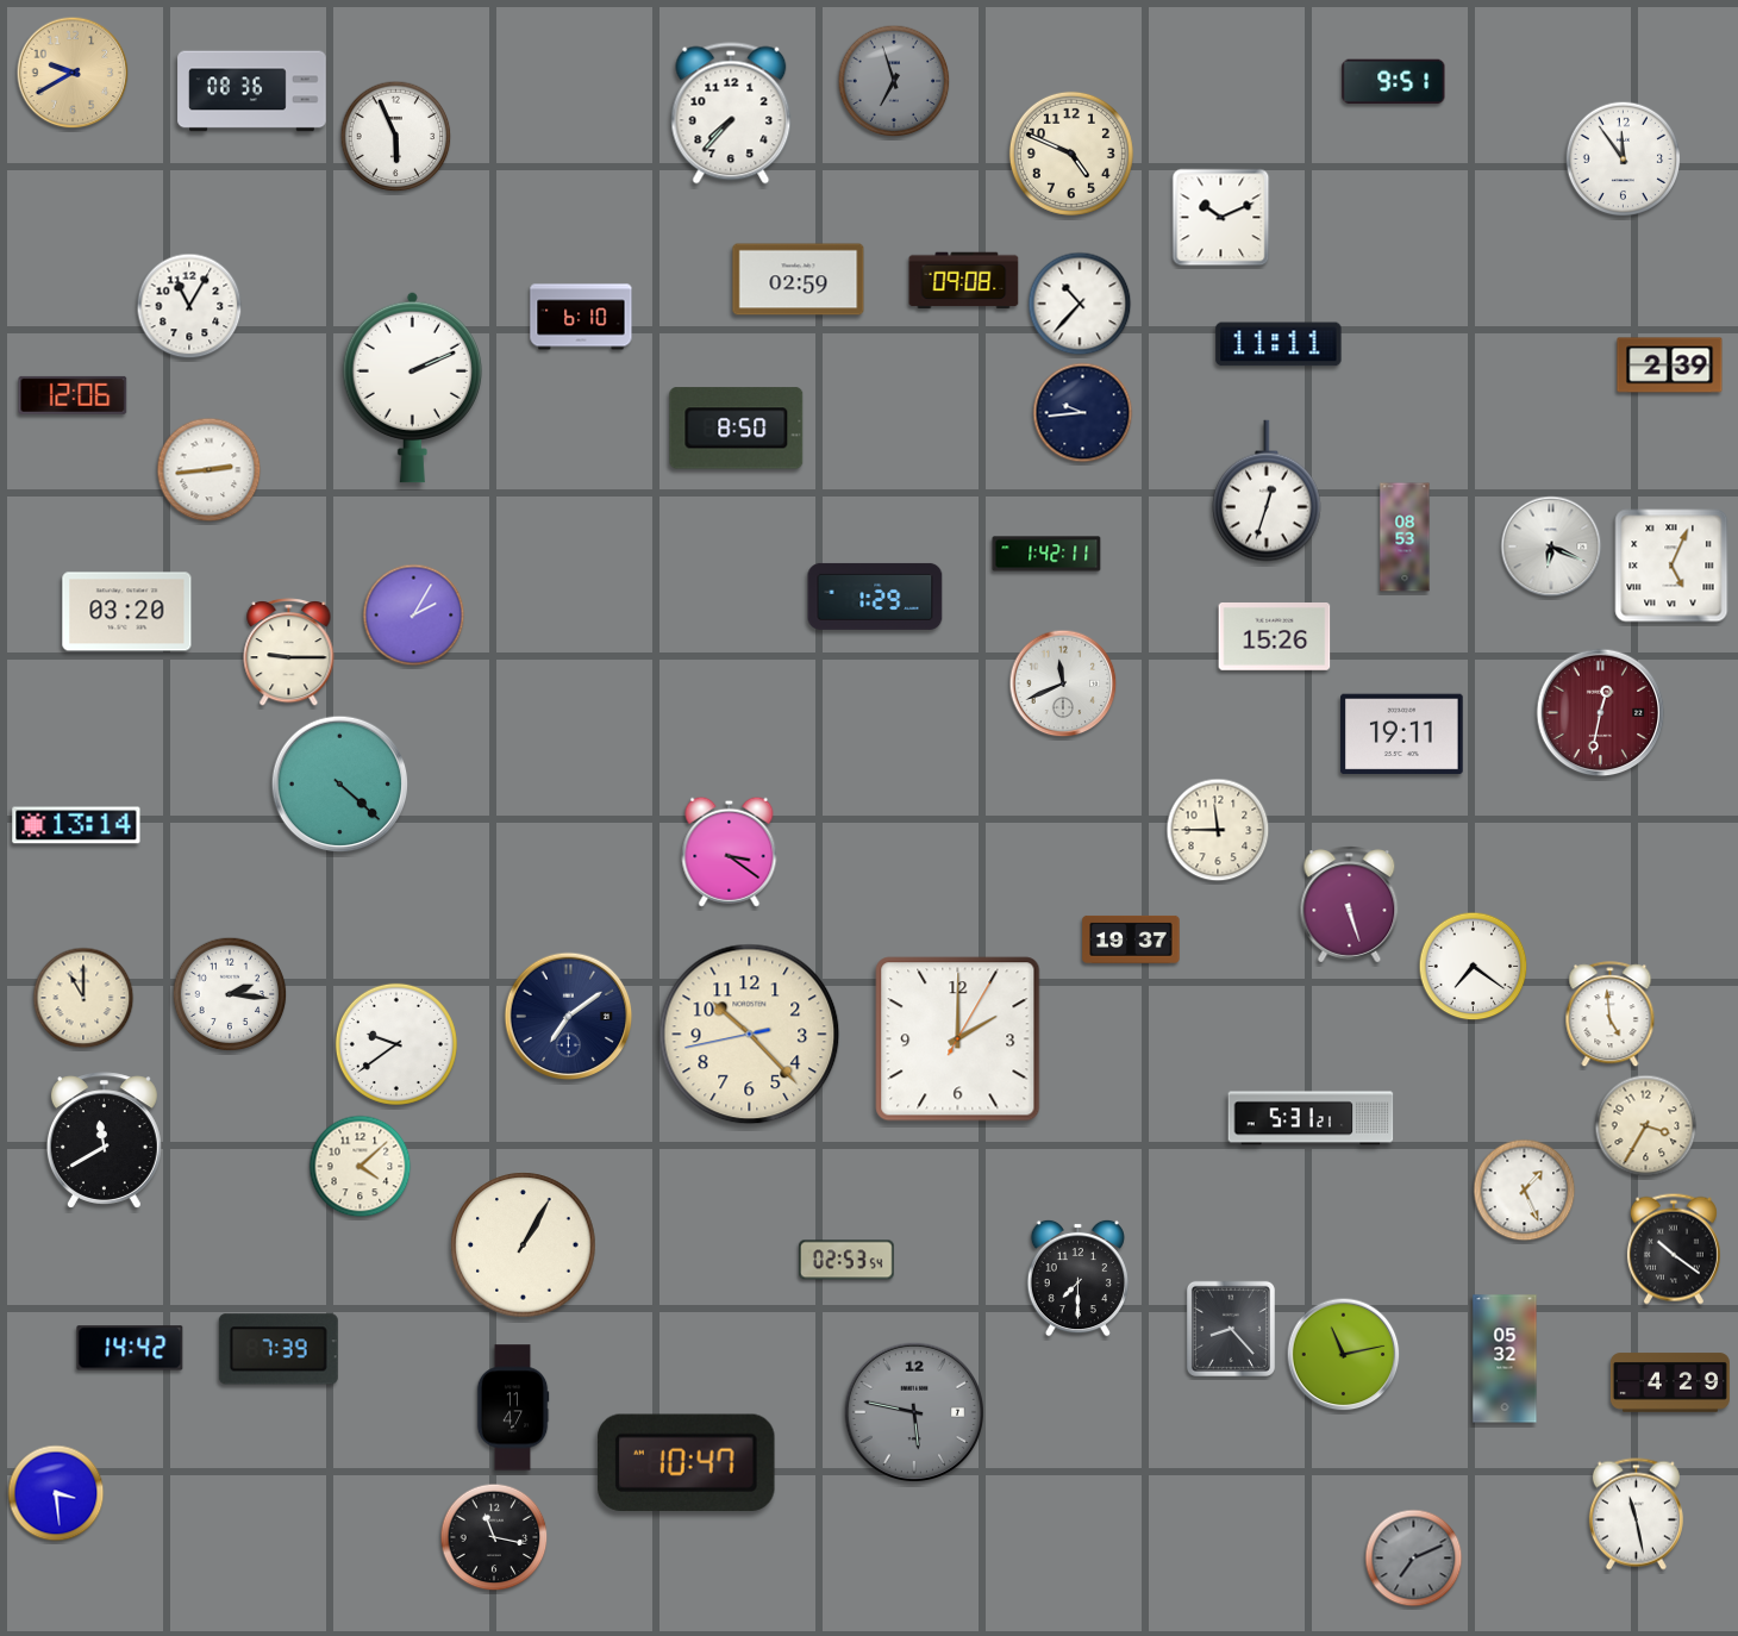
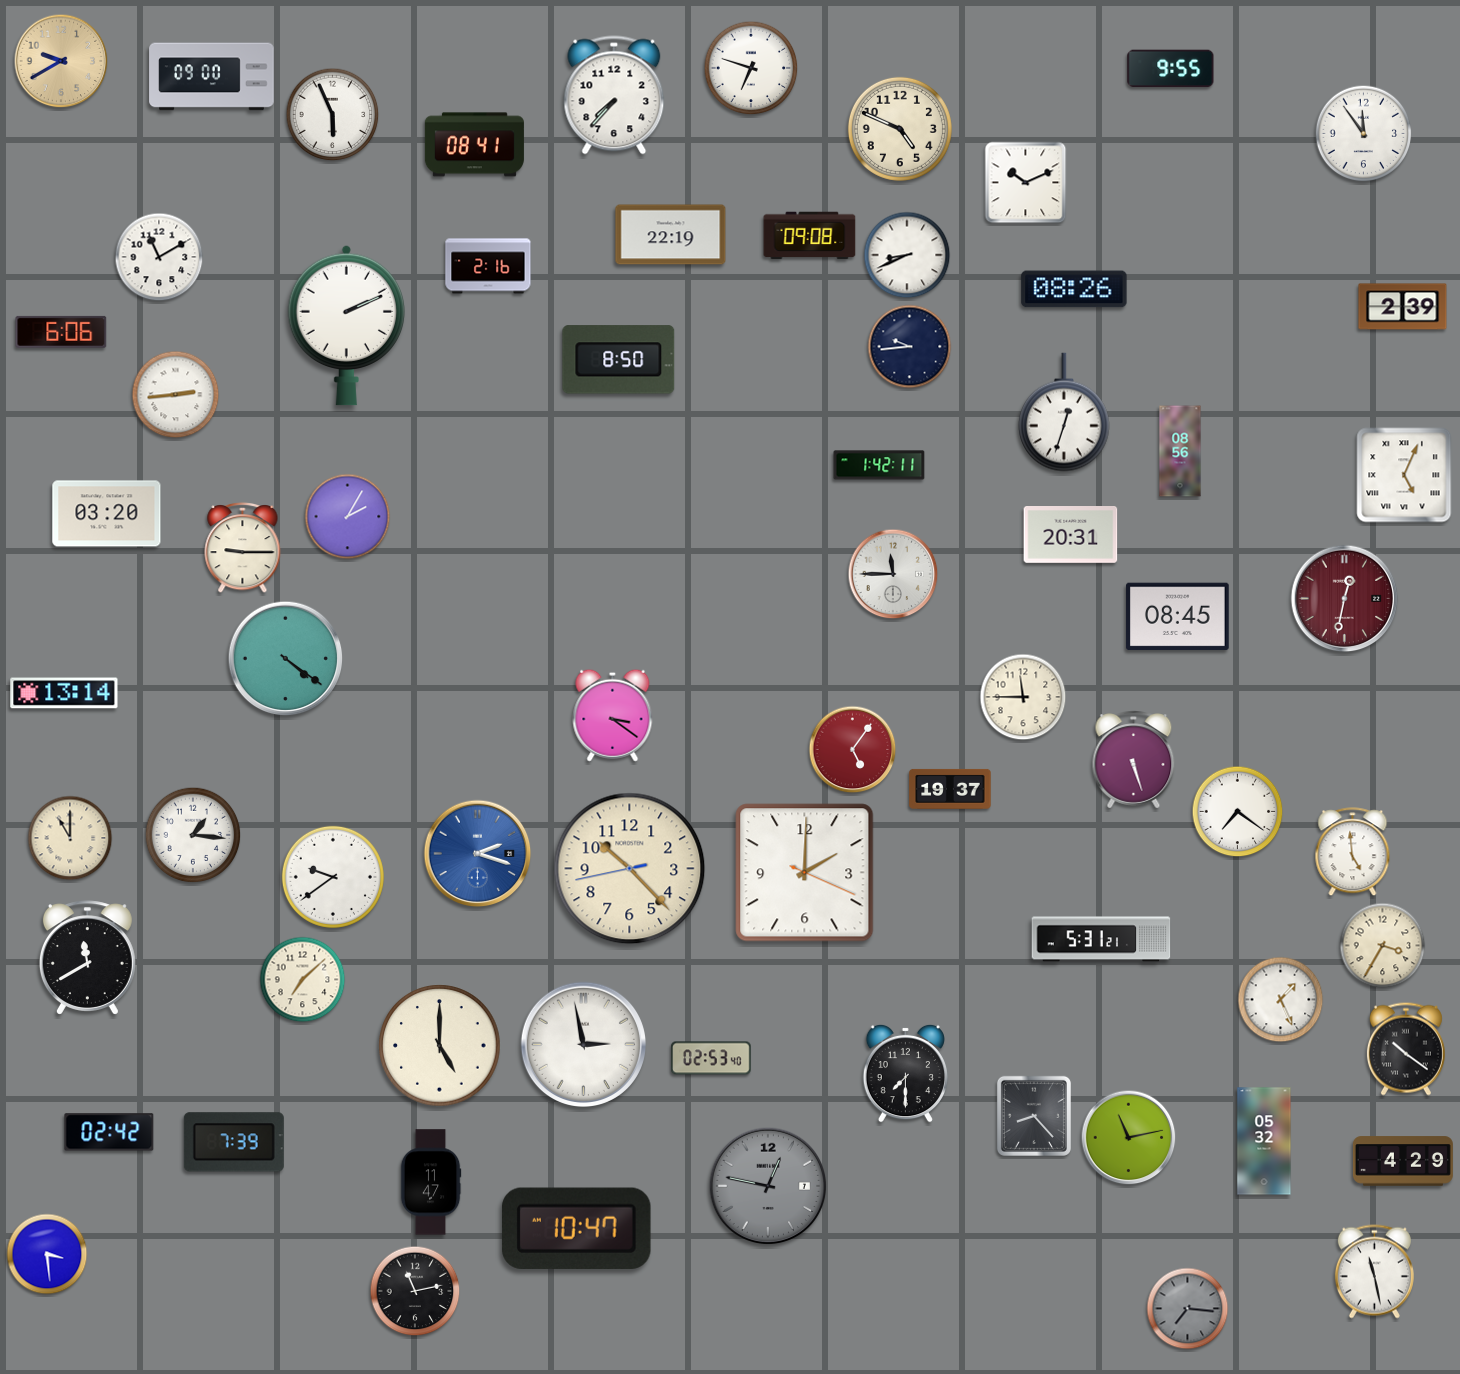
clock at (894, 81): 6:57 -> 6:48
clock at (894, 81) dial: grey -> white
clock at (1394, 82): 9:51 -> 9:55
clock at (252, 92): 08:36 -> 09:00
clock at (474, 145): none -> 08:41
clock at (799, 280): 02:59 -> 22:19
clock at (1080, 304): 10:37 -> 8:41
clock at (189, 306): 11:05 -> 11:10
clock at (581, 317): 6:10 -> 2:16
clock at (1279, 344): 11:11 -> 08:26
clock at (73, 395): 12:06 -> 6:06
clock at (1405, 537): 08:53 -> 08:56
clock at (1551, 547): 6:19 -> none
clock at (875, 597): 1:29 -> none
clock at (1275, 637): 15:26 -> 20:31
clock at (1063, 683): 11:41 -> 11:45
clock at (1402, 735): 19:11 -> 08:45
clock at (340, 785): 4:22 -> 4:21
clock at (853, 750): none -> 5:06
clock at (230, 994): 2:16 -> 1:16
clock at (569, 1017): 7:09 -> 2:18
clock at (569, 1017) dial: navy -> blue
clock at (958, 1039): 2:00:05 -> 2:00:19
clock at (361, 1167): 4:08 -> 7:08
clock at (583, 1044): none -> 2:58
clock at (524, 1245): 1:05 -> 5:00
clock at (848, 1260): 02:53:54 -> 02:53:40
clock at (130, 1348): 14:42 -> 02:42
clock at (279, 1349) position: (279, 1349) -> (234, 1142)
clock at (914, 1412): 5:47 -> 12:47
clock at (494, 1537): 11:17 -> 11:13
clock at (1414, 1559): 7:11 -> 7:16
